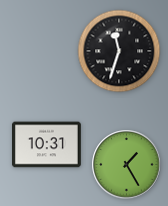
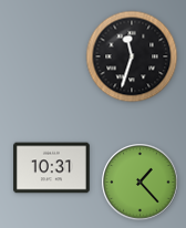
clock at (47, 145) position: (47, 145) -> (52, 168)
clock at (127, 165): 1:25 -> 1:23
